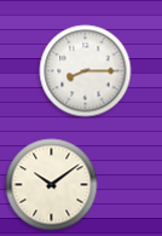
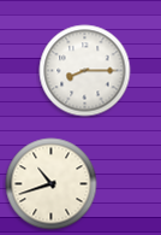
clock at (52, 185): 10:09 -> 10:42
